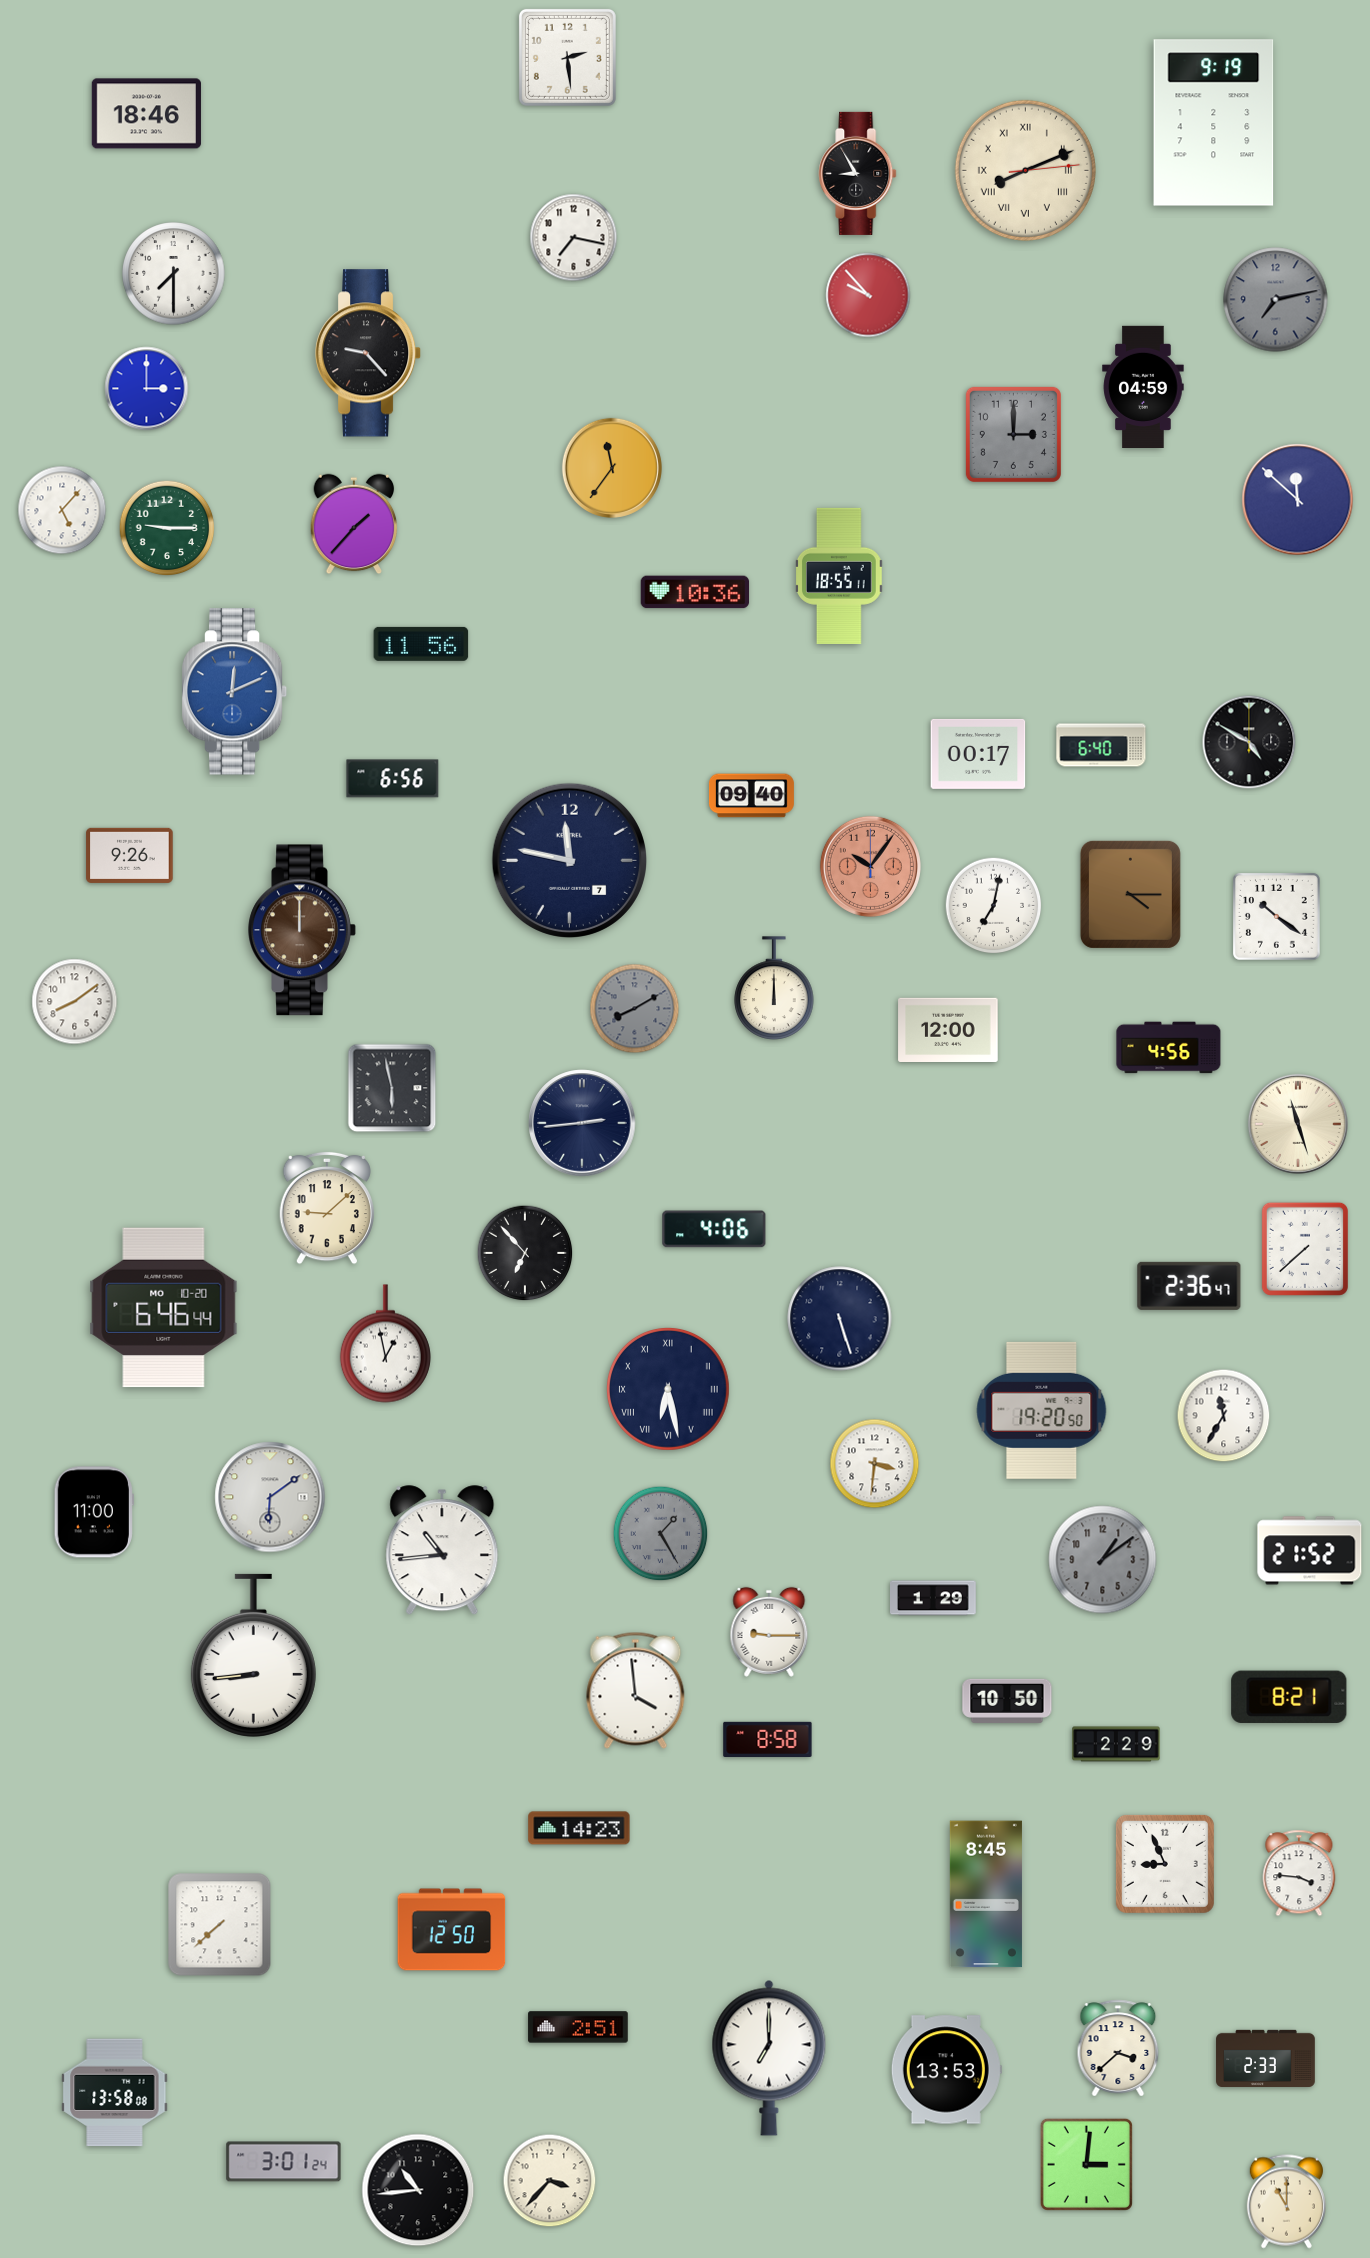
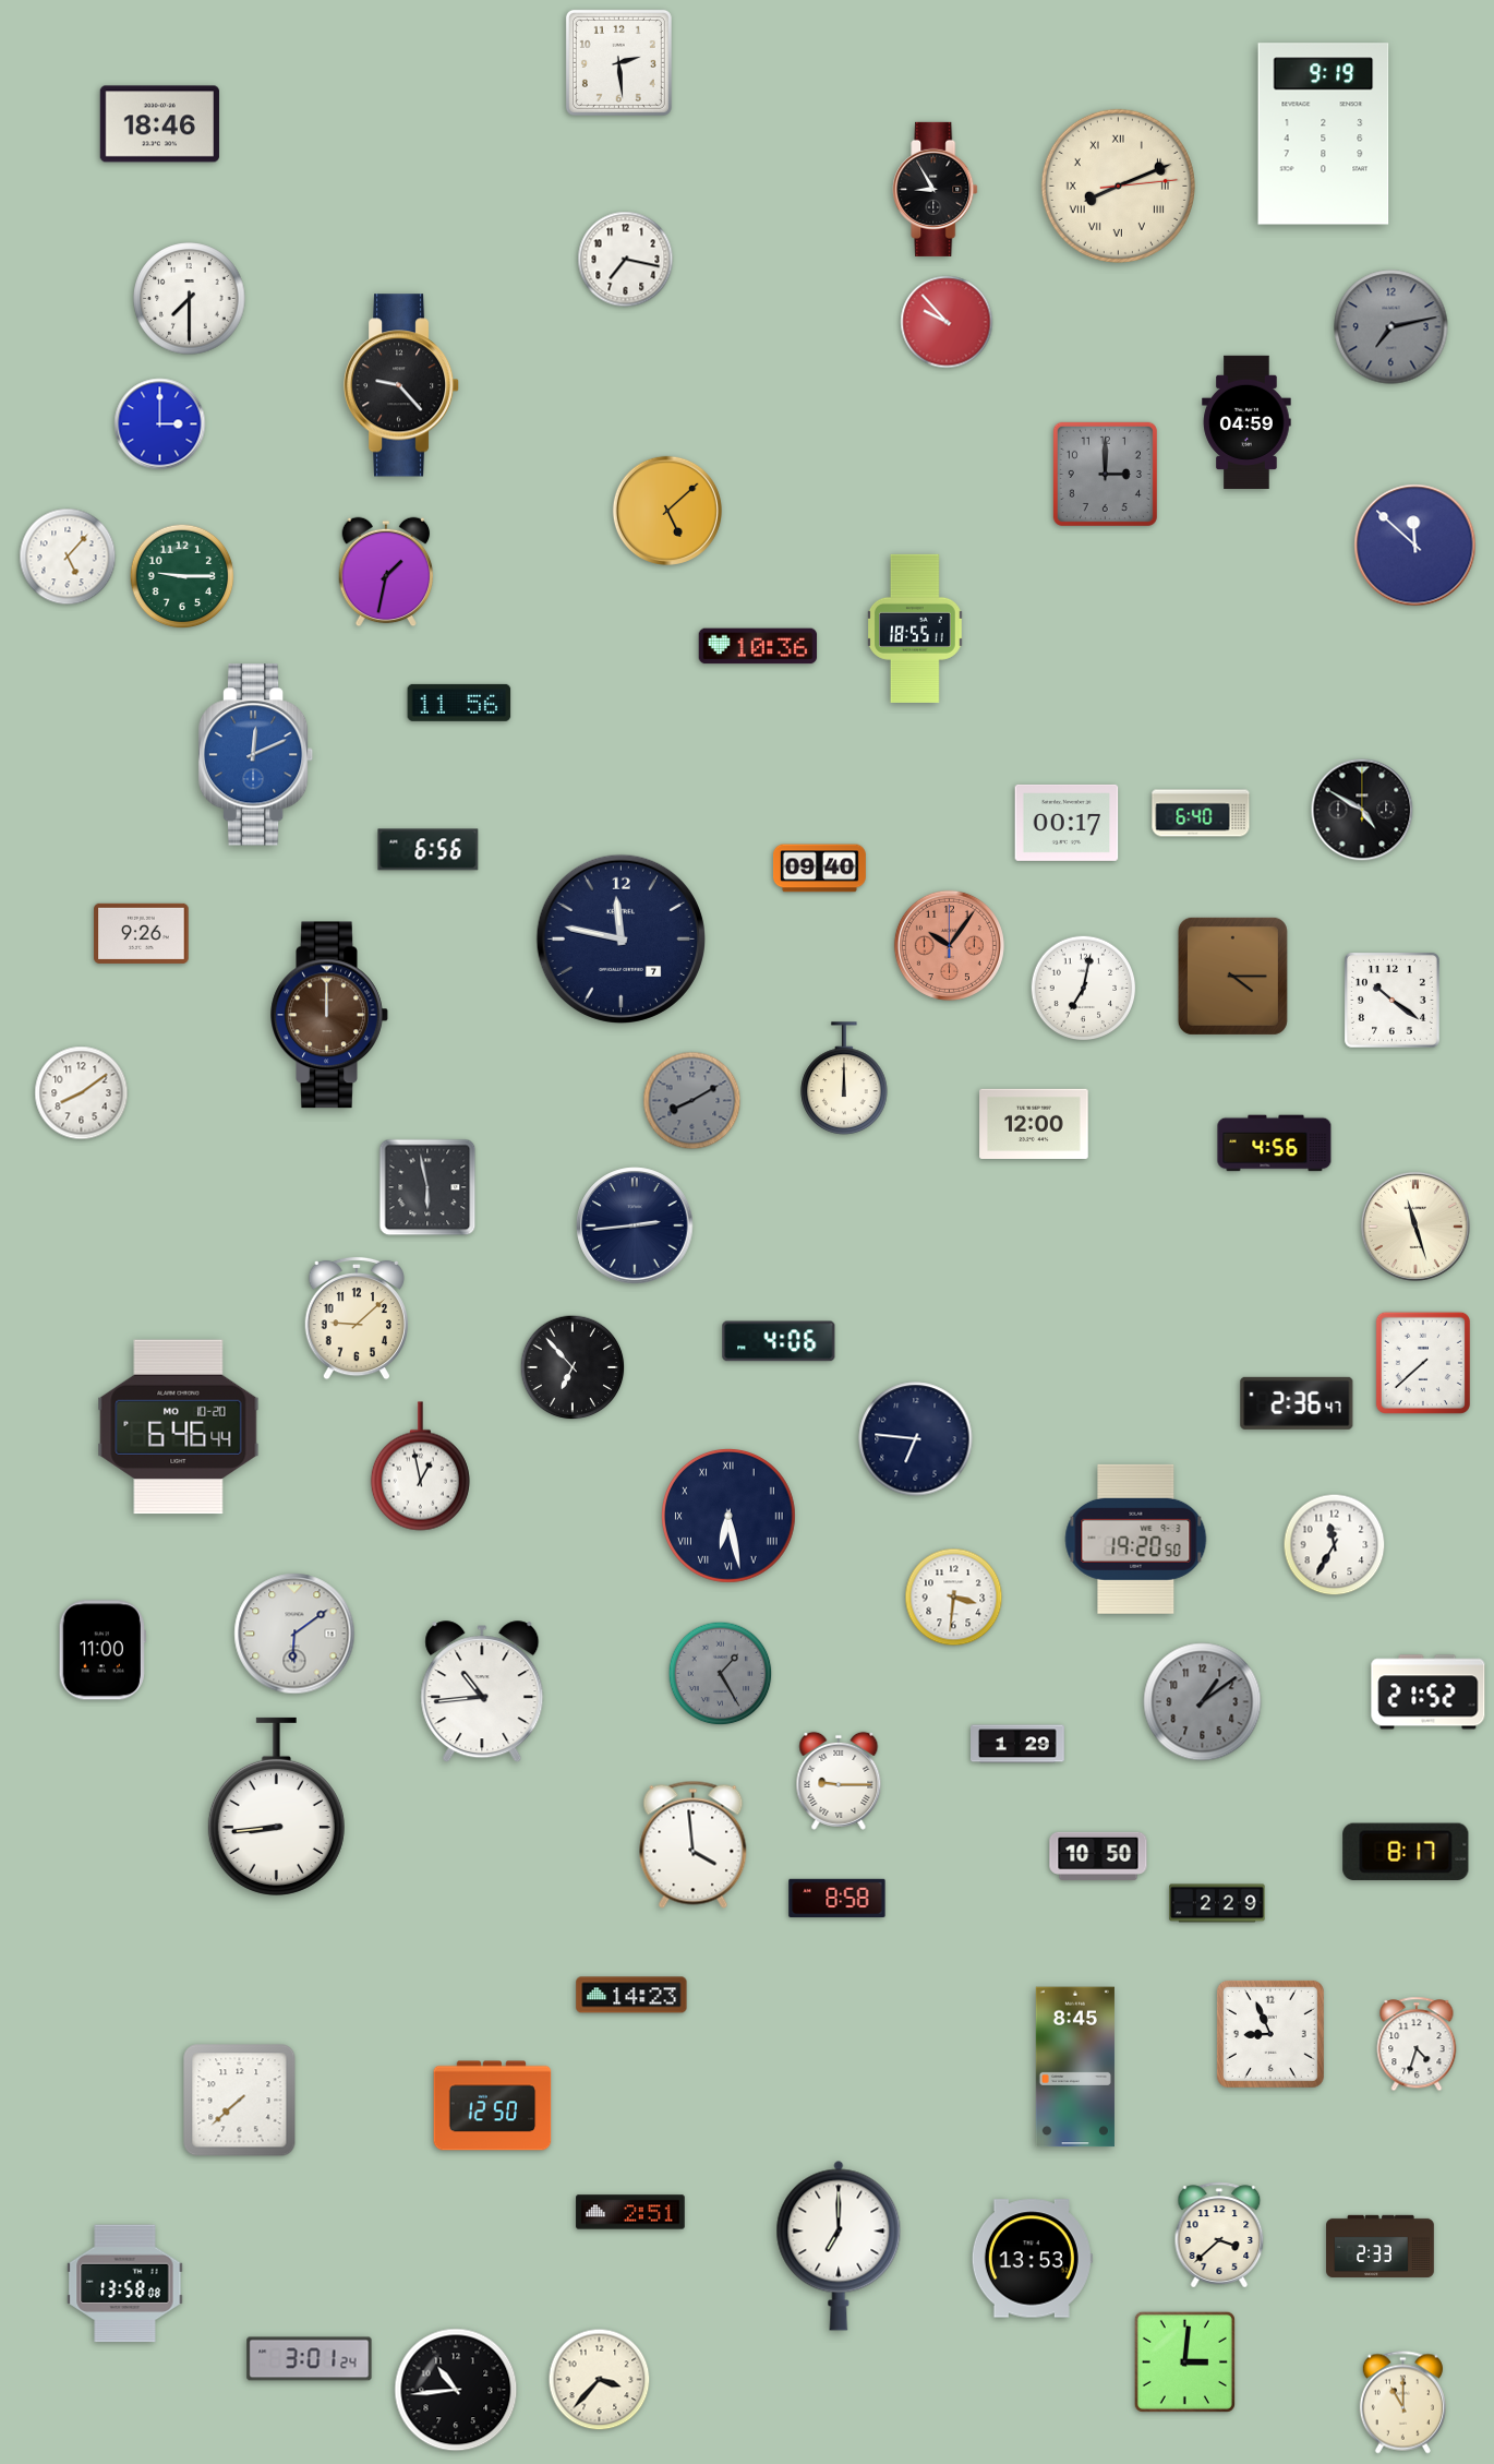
clock at (612, 468): 11:36 -> 5:08
clock at (354, 524): 1:37 -> 1:32
clock at (840, 1319): 5:27 -> 6:46
clock at (1289, 1697): 8:21 -> 8:17
clock at (1299, 1873): 3:46 -> 4:33
